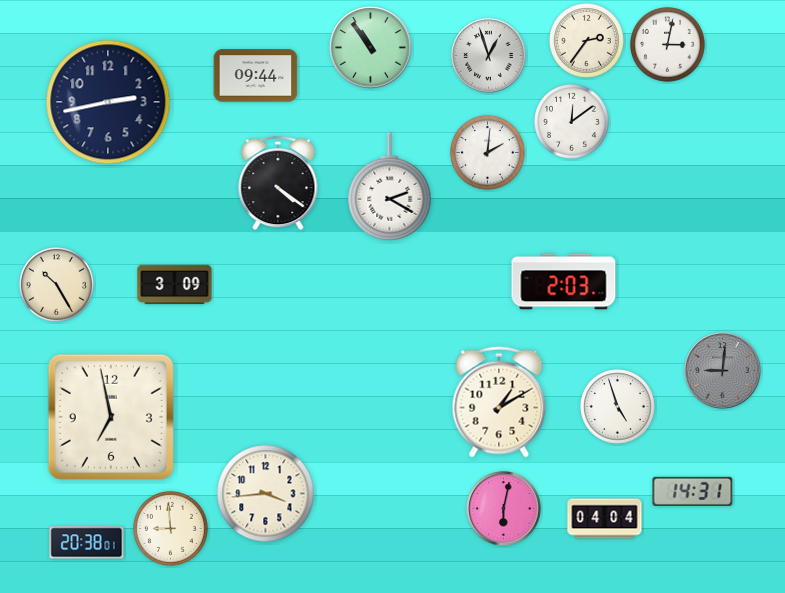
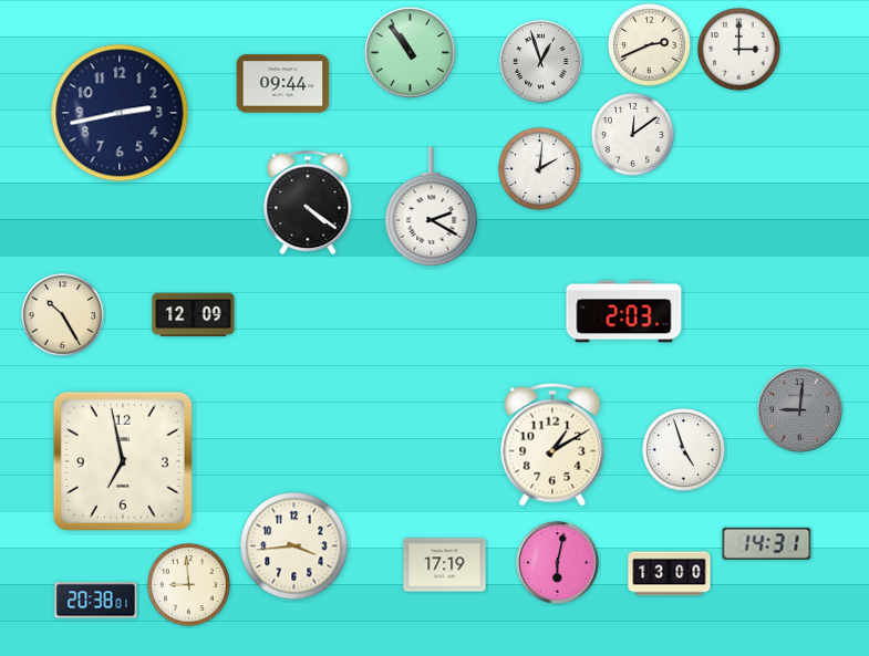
clock at (587, 41): 2:36 -> 2:41
clock at (668, 45): 3:02 -> 3:00
clock at (175, 285): 3:09 -> 12:09
clock at (445, 565): none -> 17:19
clock at (605, 519): 04:04 -> 13:00
